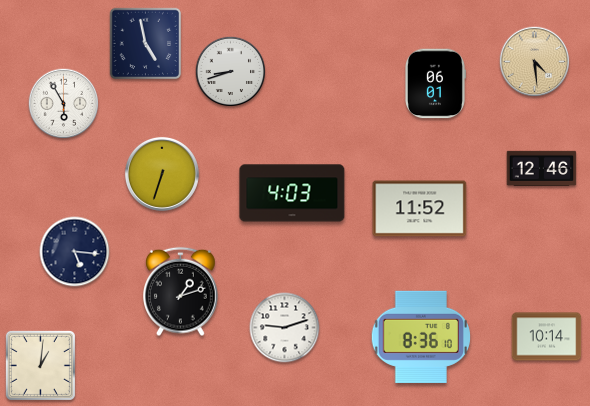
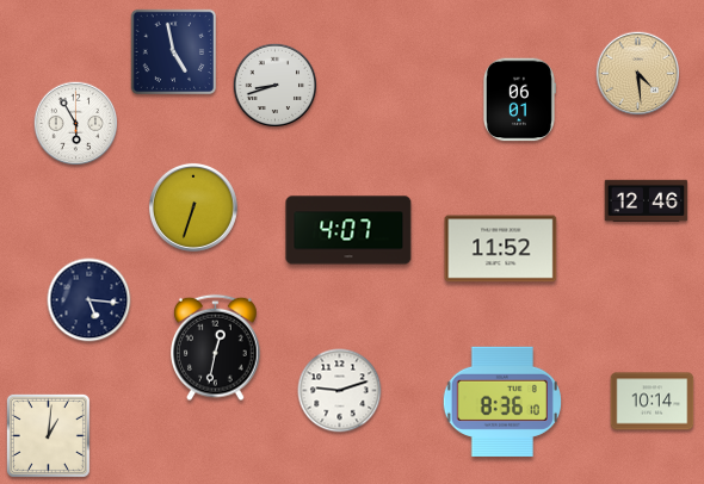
clock at (292, 193): 4:03 -> 4:07
clock at (181, 292): 1:12 -> 12:32
